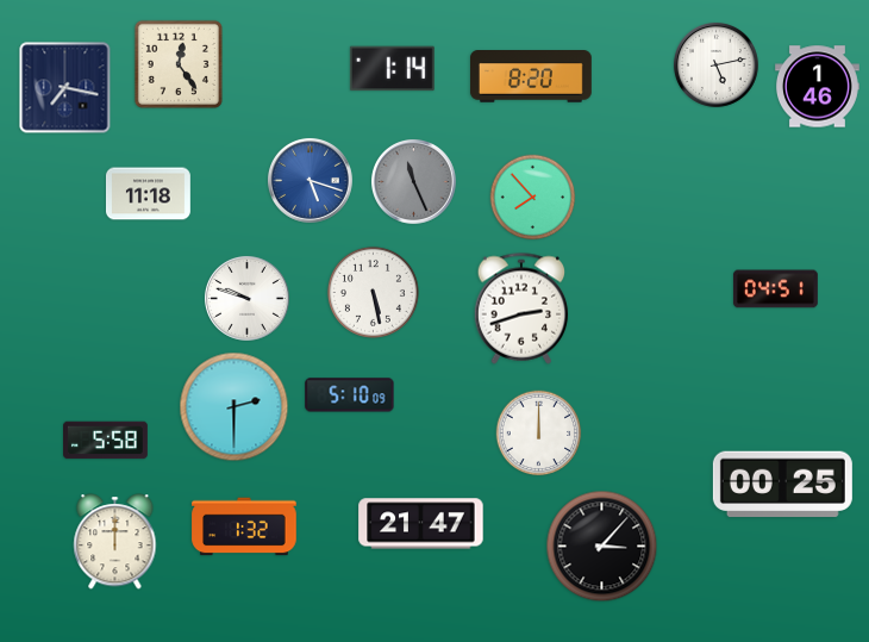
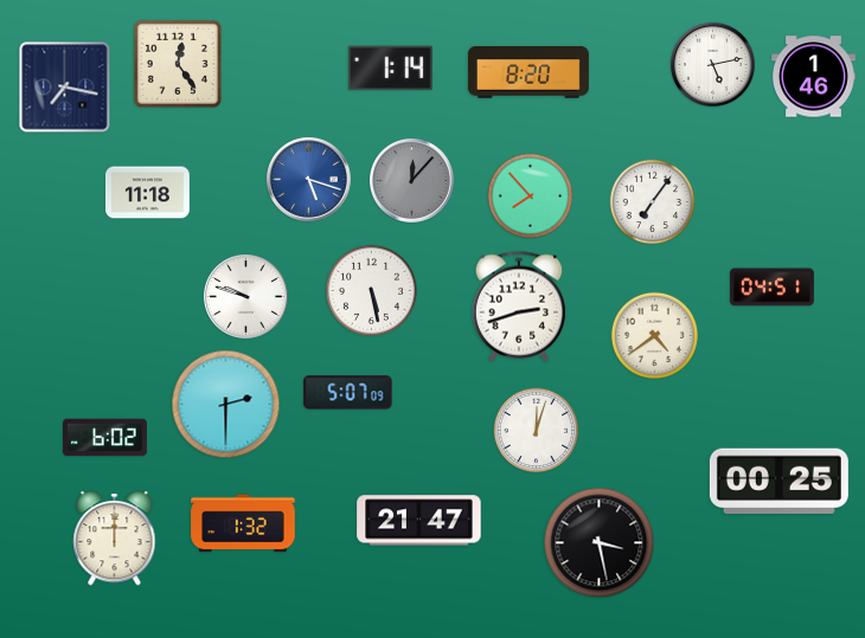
clock at (531, 77) position: (531, 77) -> (528, 73)
clock at (818, 87) position: (818, 87) -> (814, 77)
clock at (413, 181): 11:26 -> 12:07
clock at (653, 202): none -> 7:06
clock at (654, 335): none -> 4:39
clock at (350, 395): 5:10 -> 5:07
clock at (235, 407) position: (235, 407) -> (226, 405)
clock at (539, 434): 12:00 -> 12:03
clock at (106, 441): 5:58 -> 6:02
clock at (602, 547): 3:07 -> 3:28
